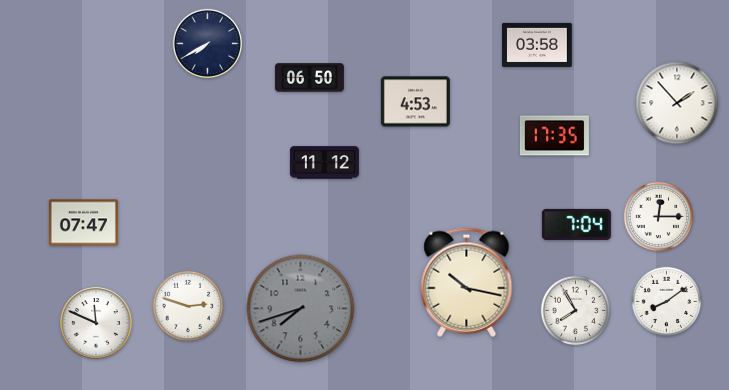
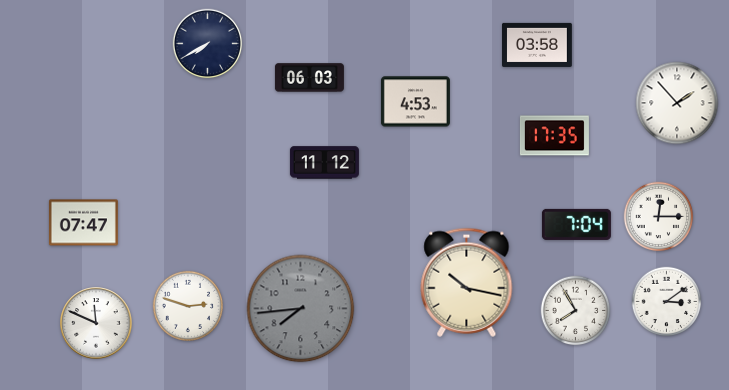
clock at (309, 78): 06:50 -> 06:03
clock at (667, 302): 8:09 -> 3:09
clock at (301, 309): 7:42 -> 7:44
